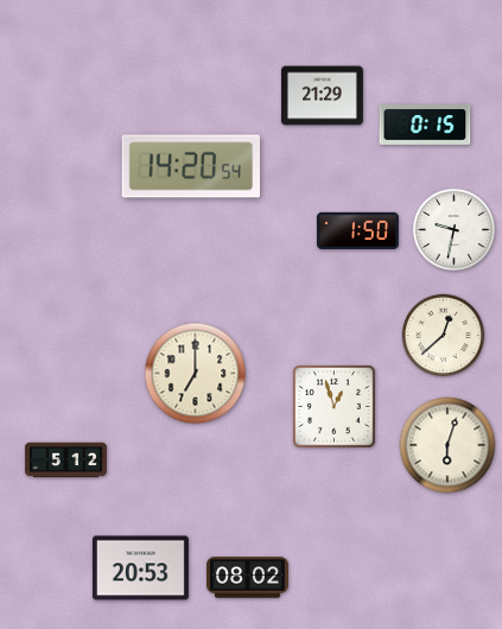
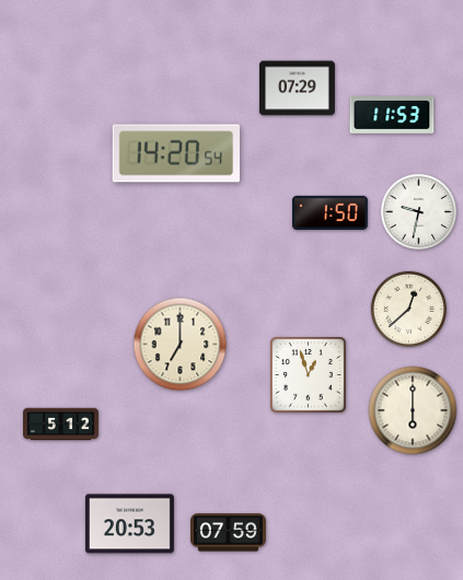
clock at (322, 96): 21:29 -> 07:29
clock at (425, 125): 0:15 -> 11:53
clock at (447, 445): 6:03 -> 6:00
clock at (247, 578): 08:02 -> 07:59
